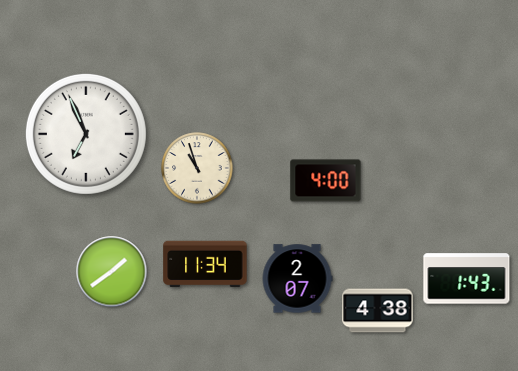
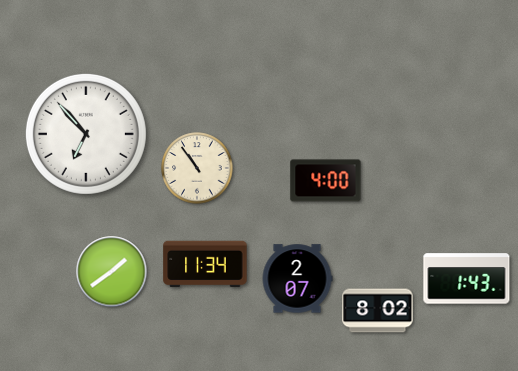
clock at (86, 134): 6:56 -> 6:53
clock at (197, 168): 10:57 -> 10:54
clock at (378, 311): 4:38 -> 8:02
